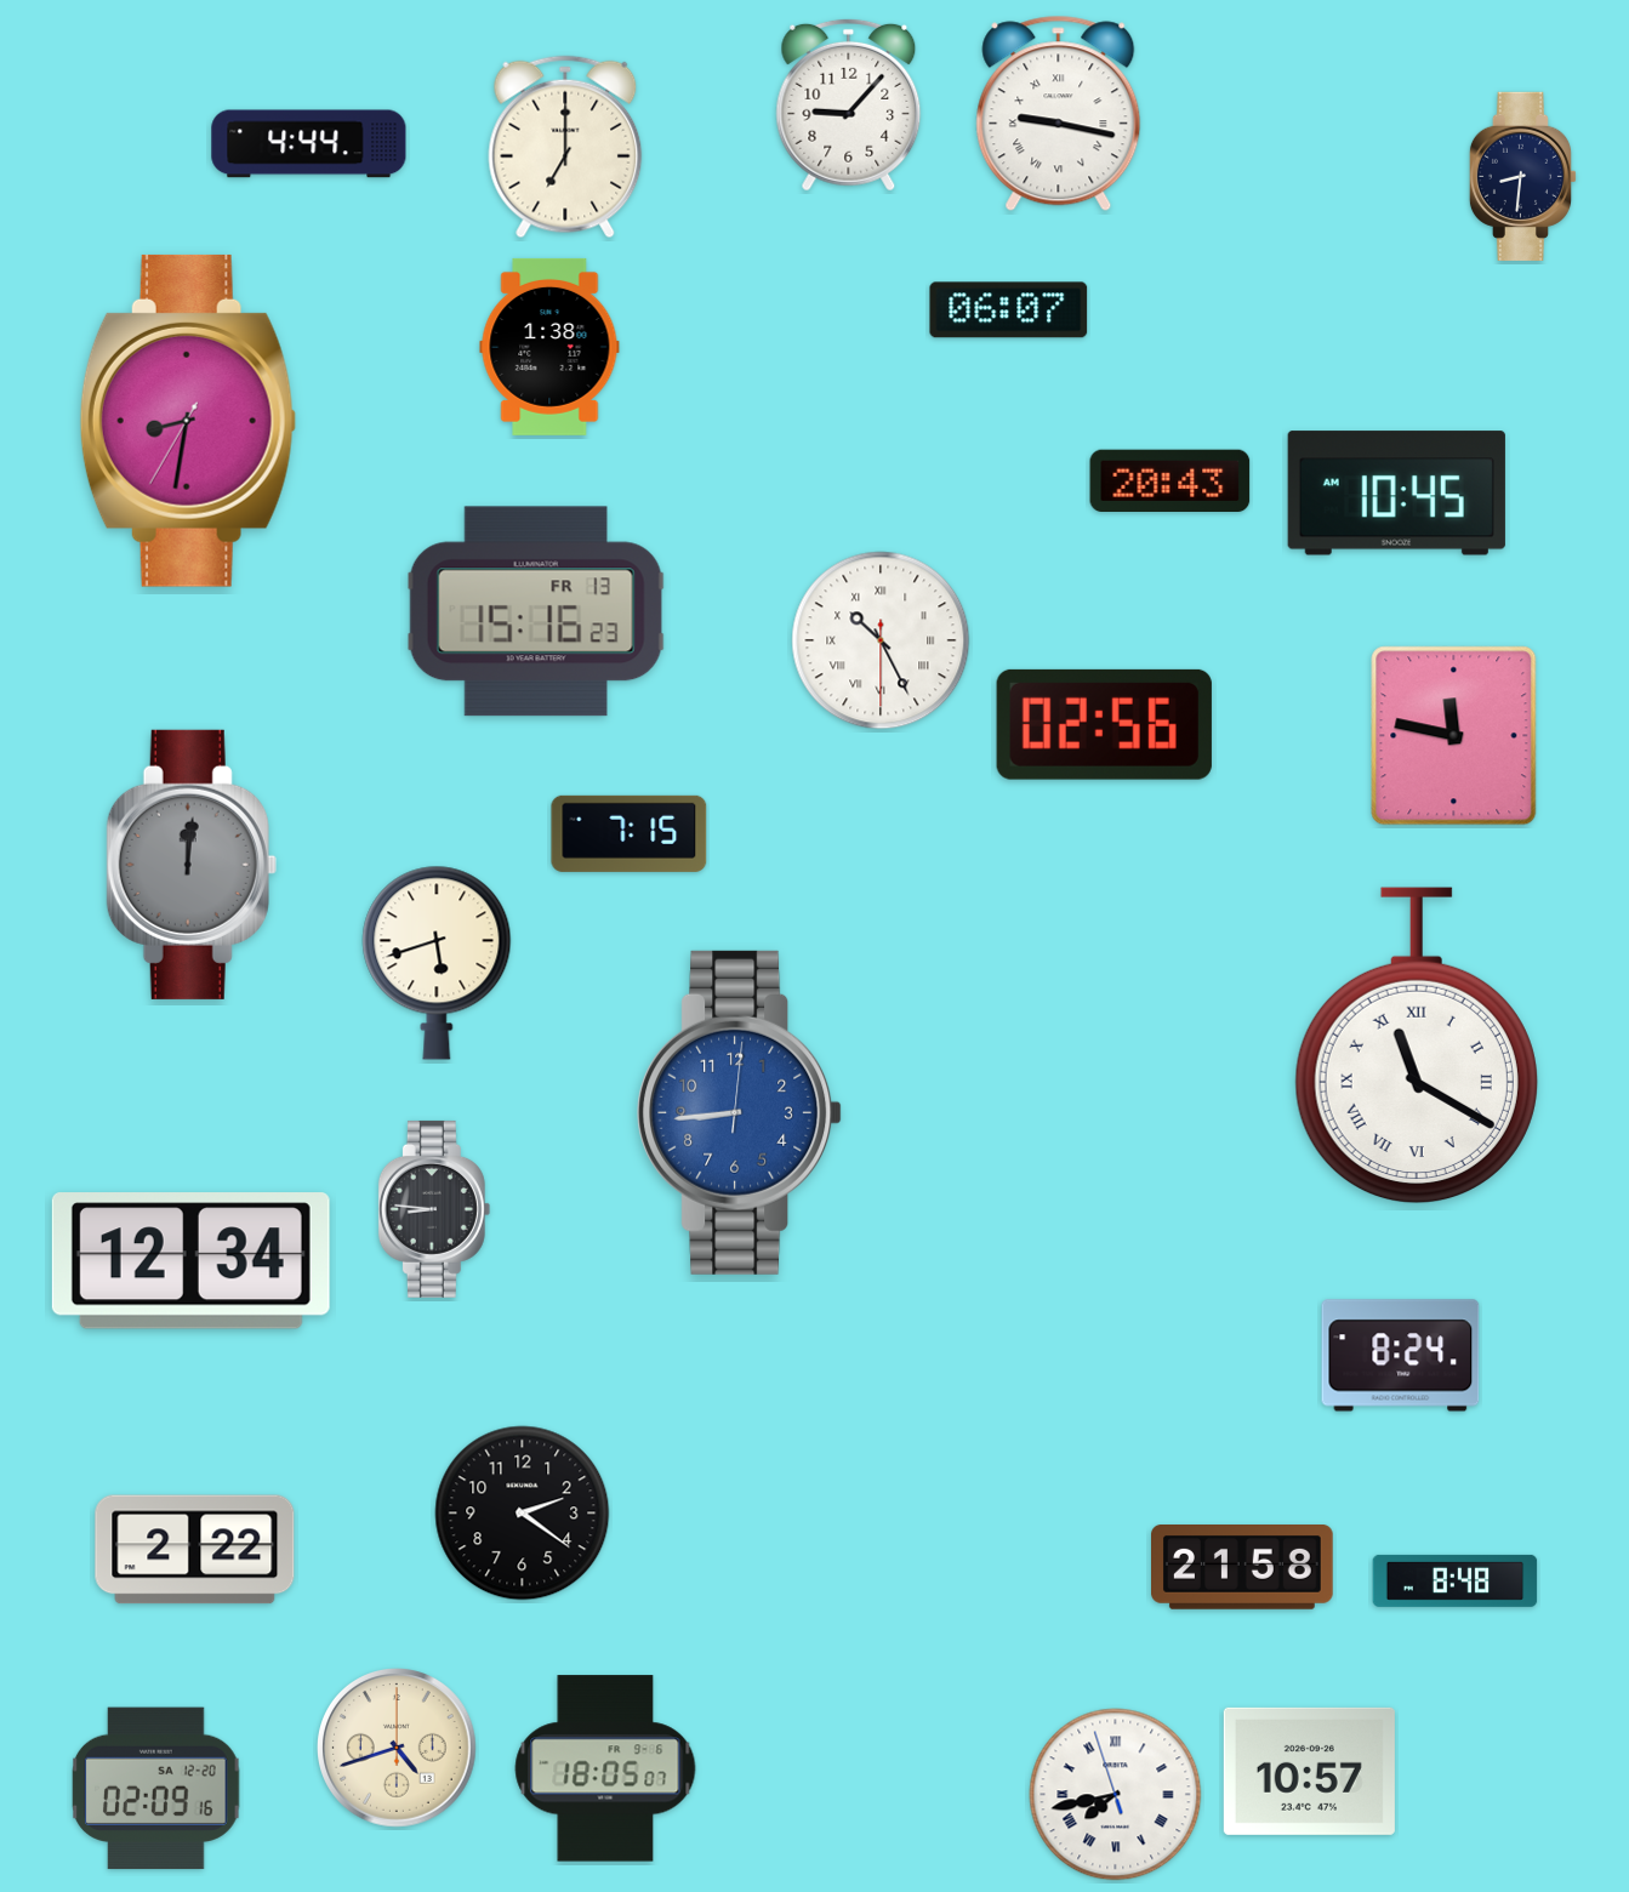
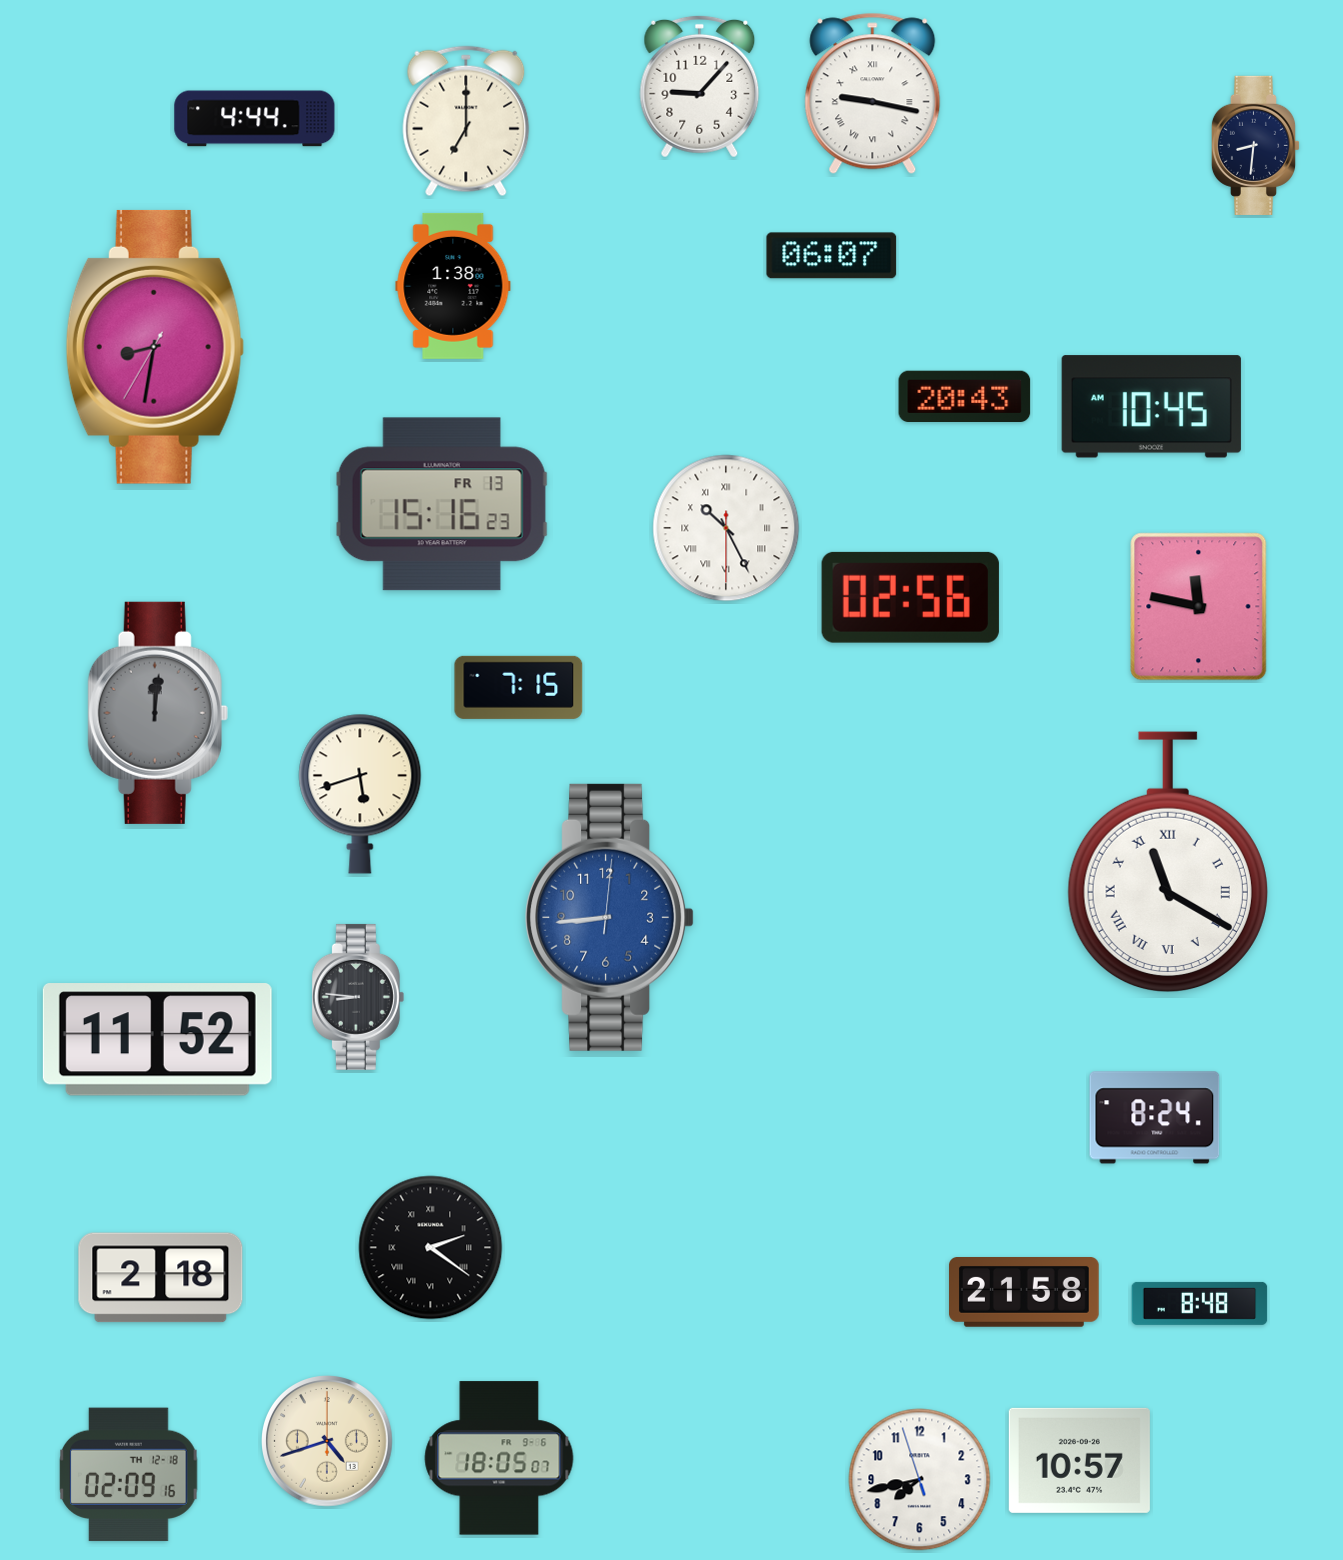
clock at (190, 1261): 12:34 -> 11:52
clock at (523, 1514) numerals: Arabic -> Roman
clock at (195, 1550): 2:22 -> 2:18
clock at (156, 1789) date: SA 12-20 -> TH 12-18
clock at (1116, 1795) numerals: Roman -> Arabic
